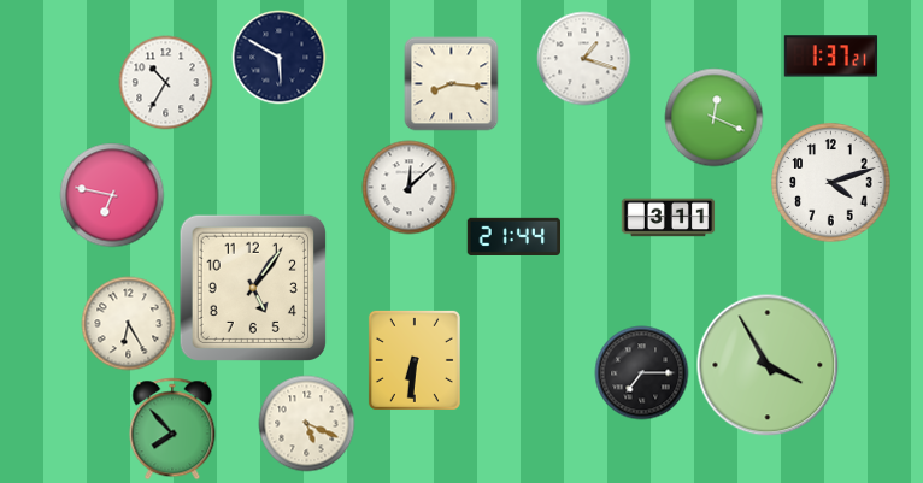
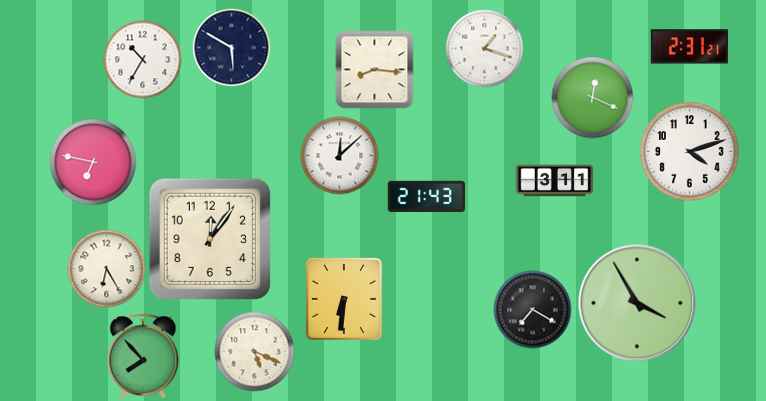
clock at (830, 57): 1:37 -> 2:31
clock at (165, 82) position: (165, 82) -> (142, 59)
clock at (513, 236): 21:44 -> 21:43
clock at (252, 287): 5:06 -> 12:06
clock at (641, 372): 7:15 -> 7:20
